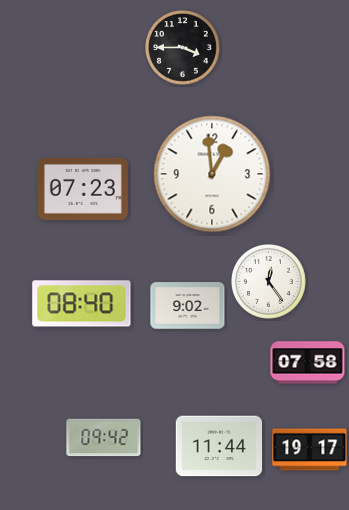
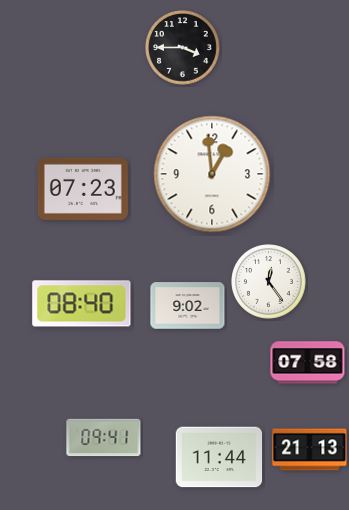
clock at (104, 438): 09:42 -> 09:41
clock at (219, 446) position: (219, 446) -> (219, 457)
clock at (310, 450): 19:17 -> 21:13
